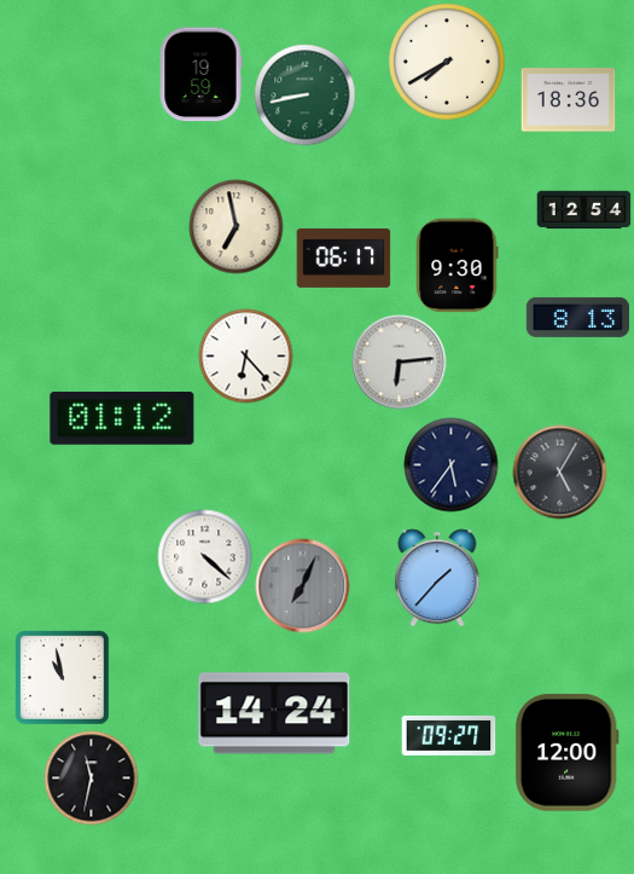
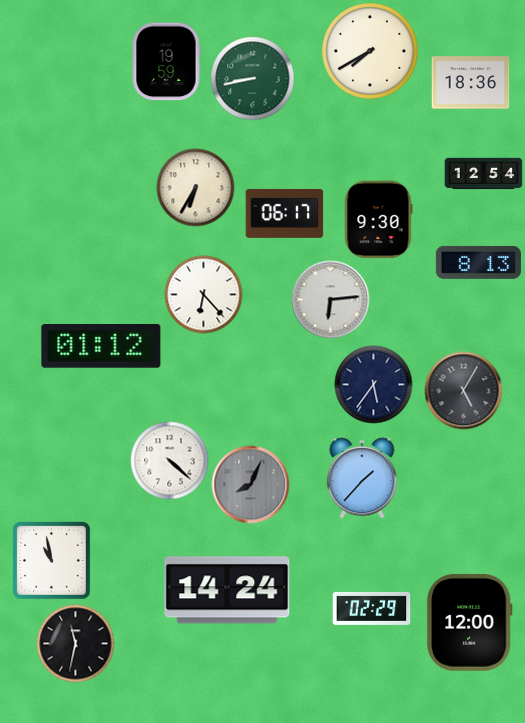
clock at (235, 226): 6:58 -> 6:35
clock at (302, 585): 7:04 -> 8:04
clock at (448, 735): 09:27 -> 02:29
